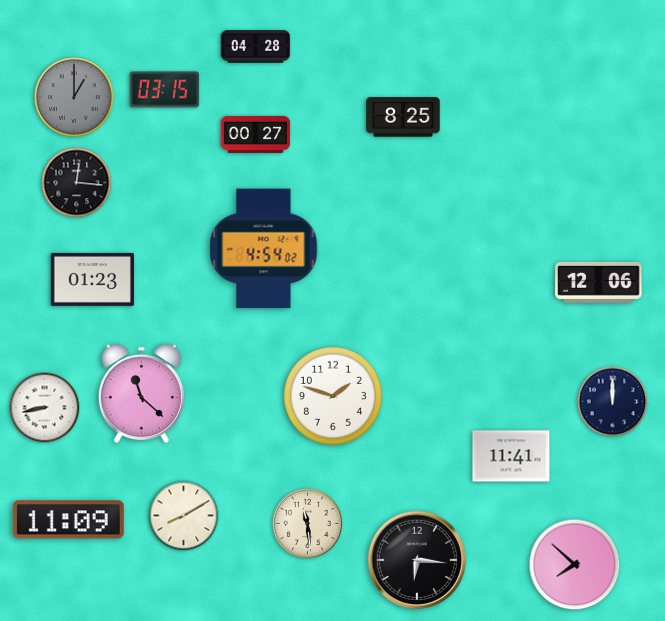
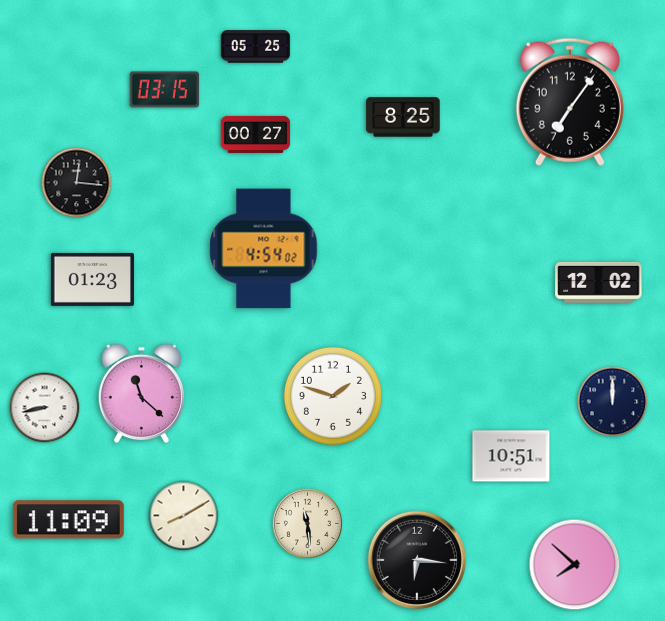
clock at (256, 47): 04:28 -> 05:25
clock at (74, 97): 1:00 -> none
clock at (570, 102): none -> 7:06
clock at (599, 282): 12:06 -> 12:02
clock at (511, 456): 11:41 -> 10:51
